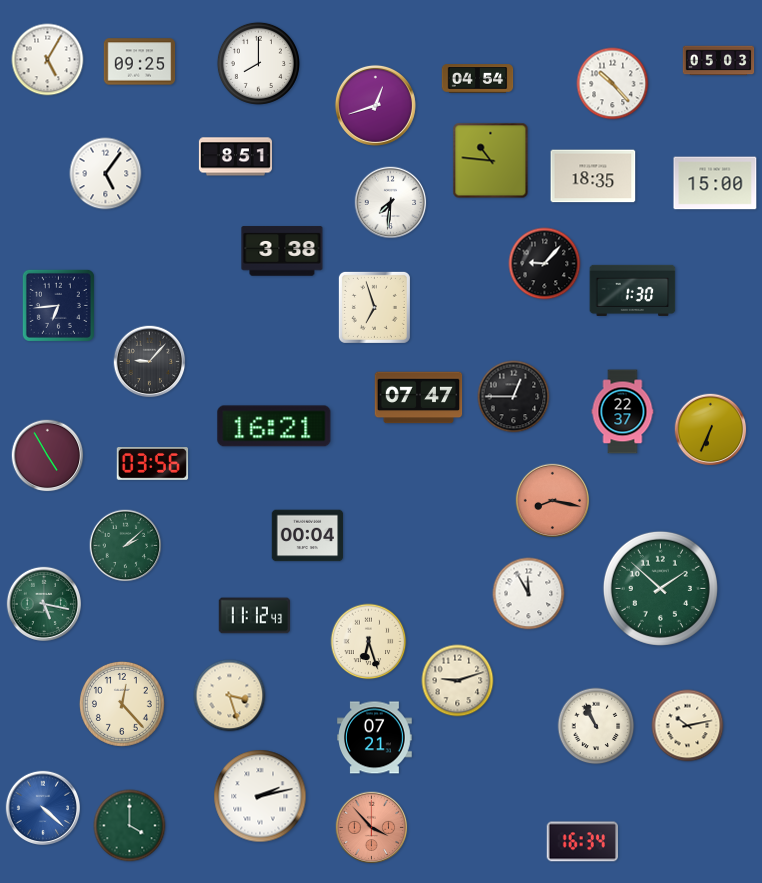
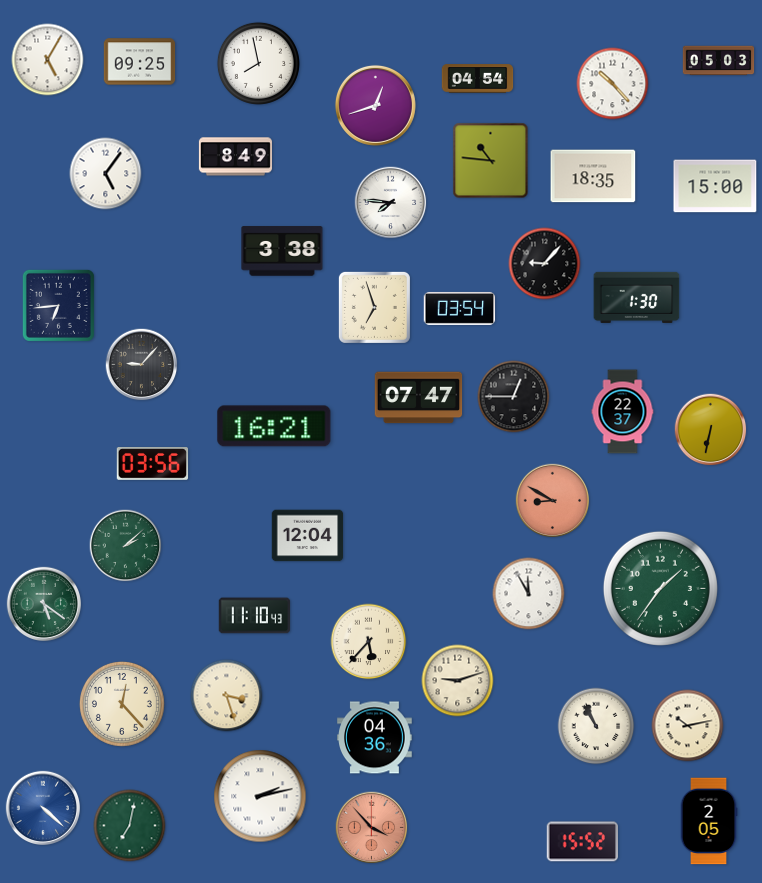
clock at (258, 63): 8:00 -> 7:58
clock at (235, 157): 8:51 -> 8:49
clock at (715, 183) position: (715, 183) -> (715, 186)
clock at (391, 203): 7:31 -> 7:46
clock at (633, 290) position: (633, 290) -> (637, 297)
clock at (460, 308): none -> 03:54
clock at (150, 362) position: (150, 362) -> (142, 365)
clock at (711, 430): 6:34 -> 6:32
clock at (48, 456): 4:55 -> none
clock at (553, 501): 8:17 -> 8:50
clock at (308, 536): 00:04 -> 12:04
clock at (660, 588): 1:52 -> 1:36
clock at (43, 603): 5:17 -> 5:21
clock at (255, 616): 11:12 -> 11:10
clock at (369, 642): 6:27 -> 5:37
clock at (230, 696) position: (230, 696) -> (227, 696)
clock at (375, 738): 07:21 -> 04:36
clock at (709, 821): none -> 2:05
clock at (130, 826): 4:00 -> 7:02
clock at (582, 842): 16:34 -> 15:52
